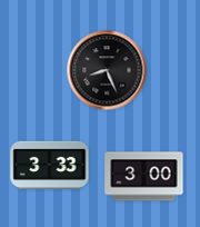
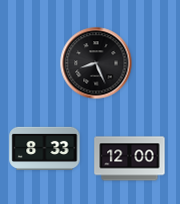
clock at (50, 165): 3:33 -> 8:33
clock at (144, 177): 3:00 -> 12:00
